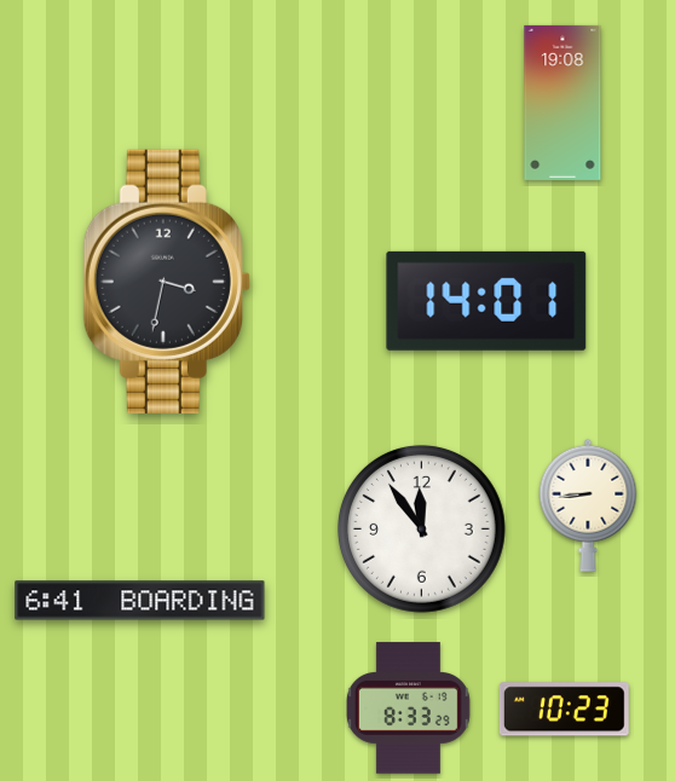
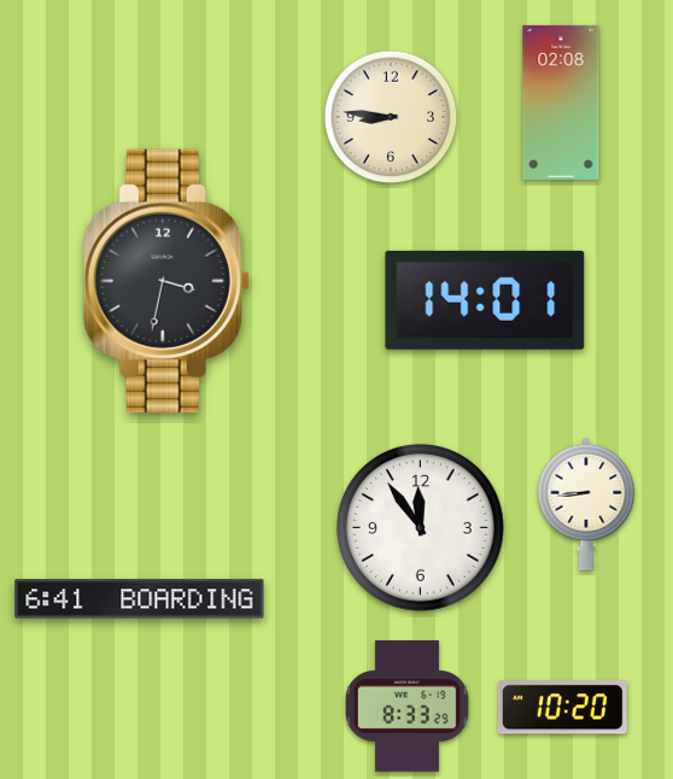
clock at (562, 103): 19:08 -> 02:08
clock at (391, 117): none -> 8:46
clock at (564, 710): 10:23 -> 10:20
